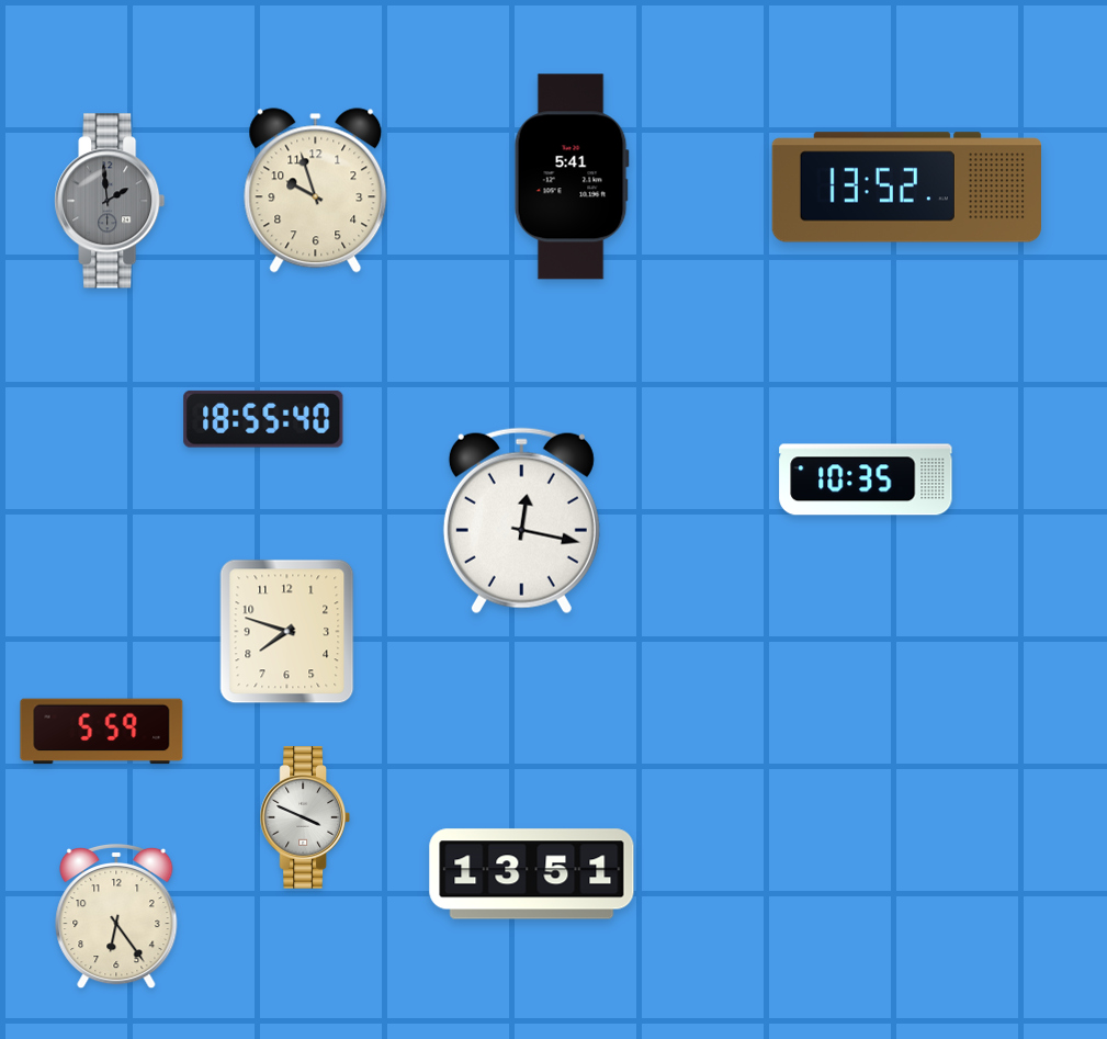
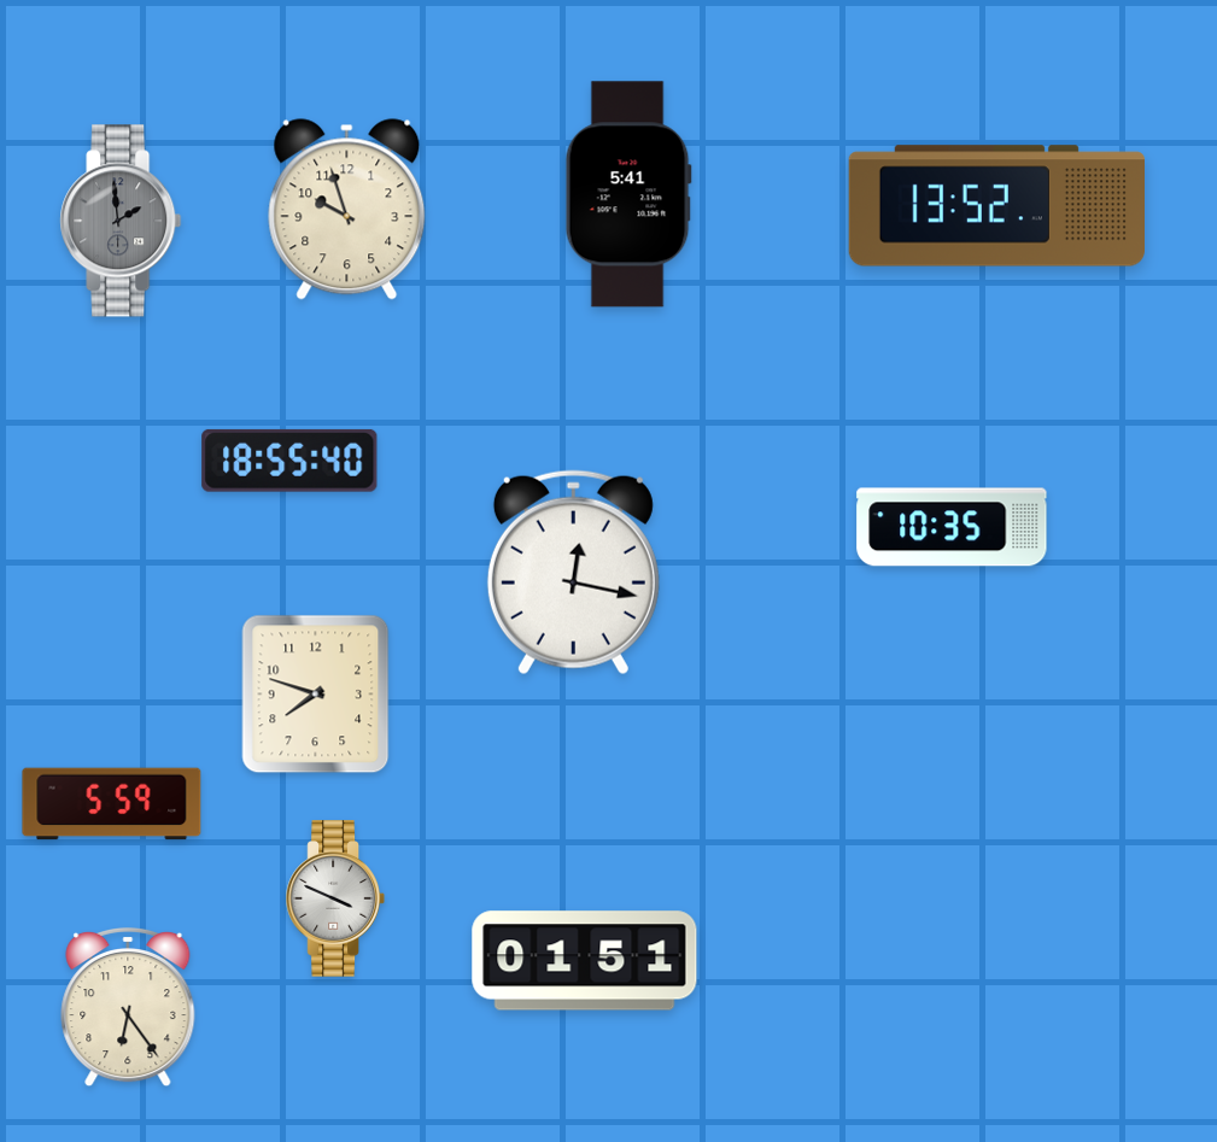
clock at (532, 874): 13:51 -> 01:51
